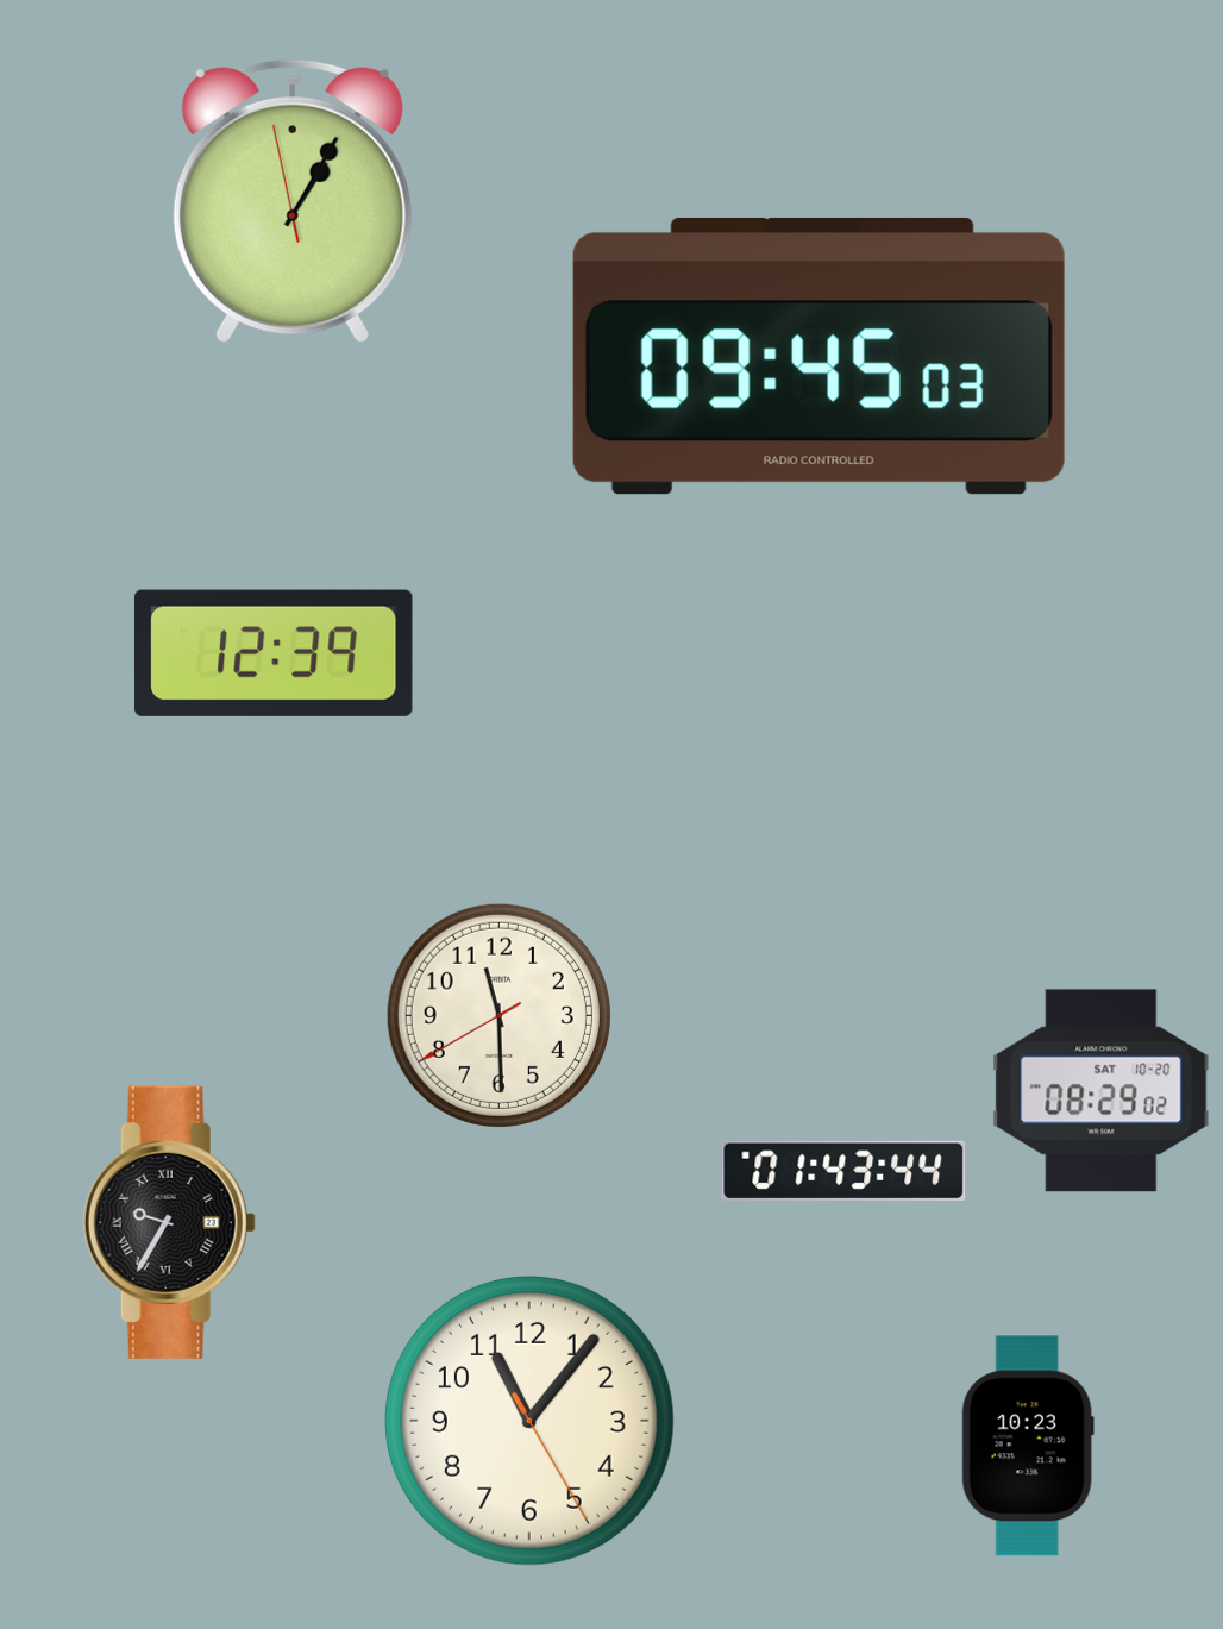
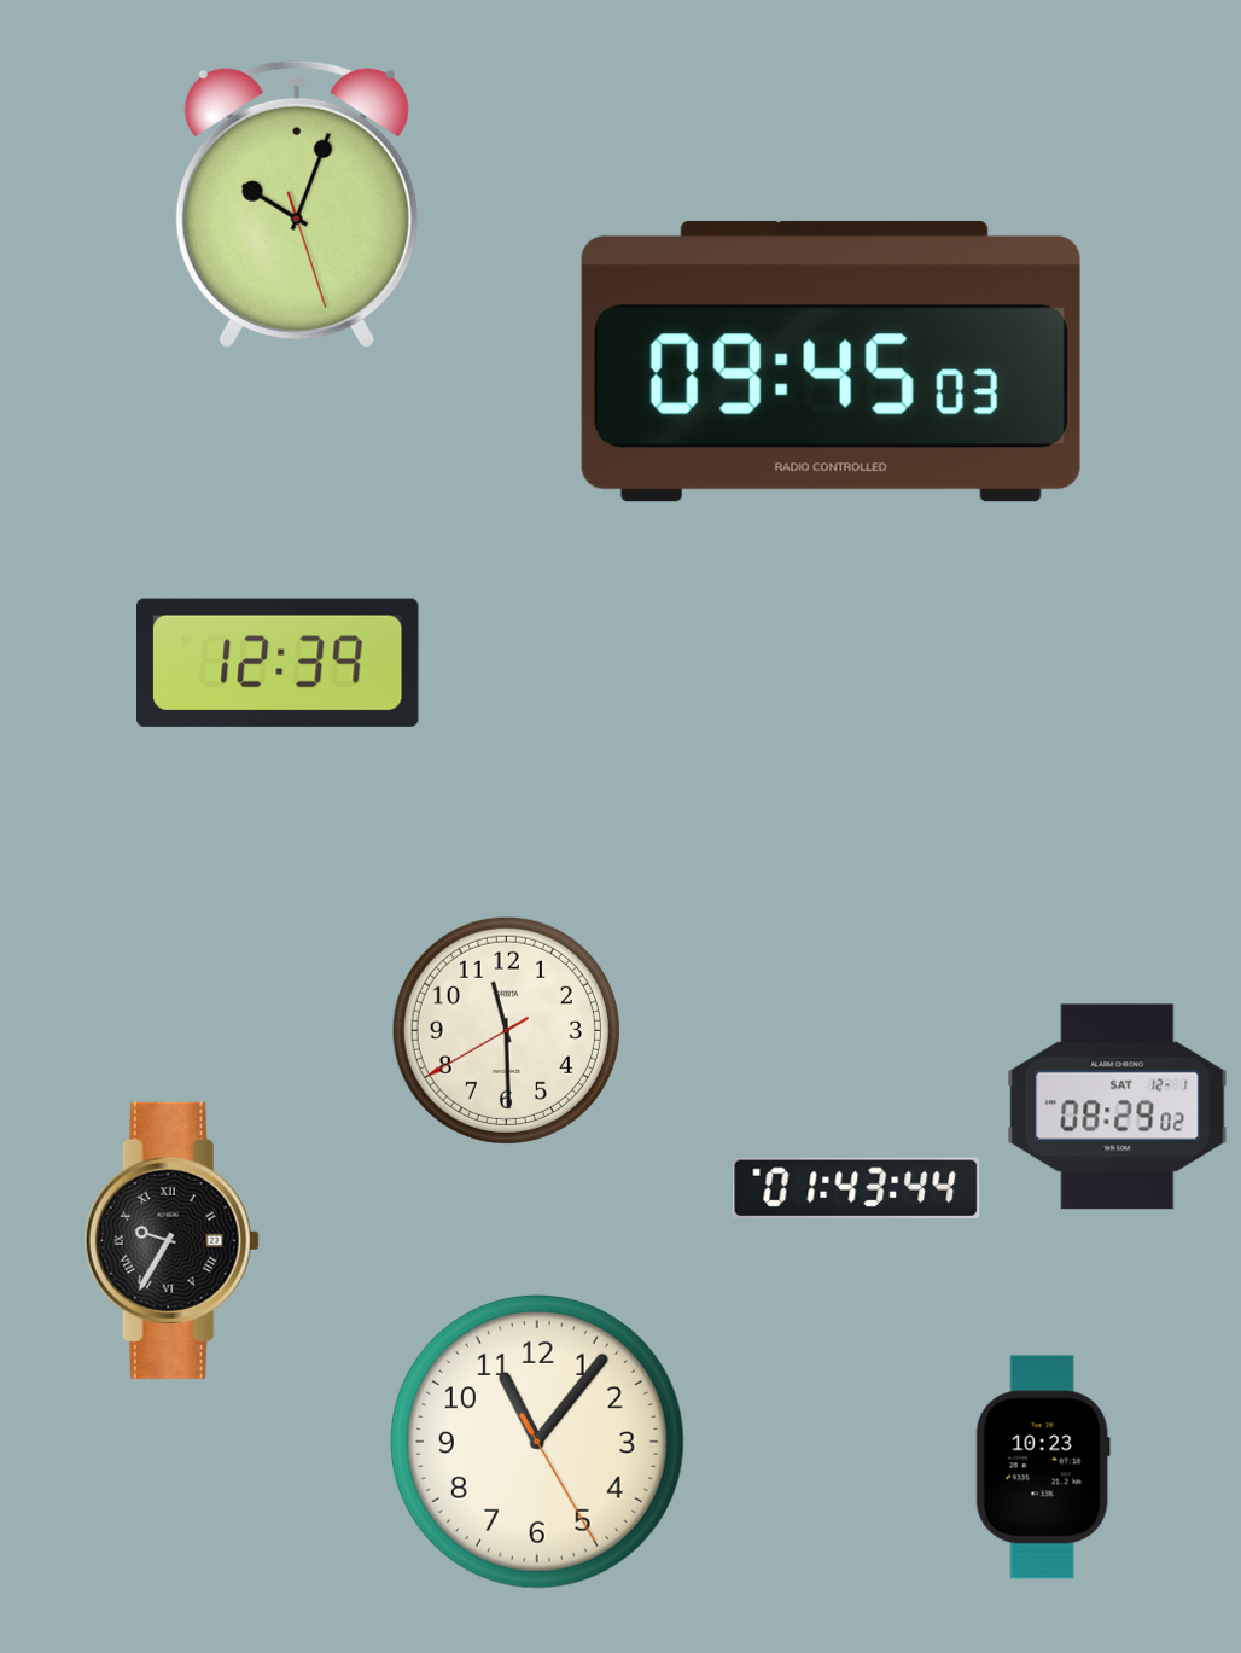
clock at (293, 201): 1:04 -> 10:03
clock at (1102, 1091) date: SAT 10-20 -> SAT 12-1
